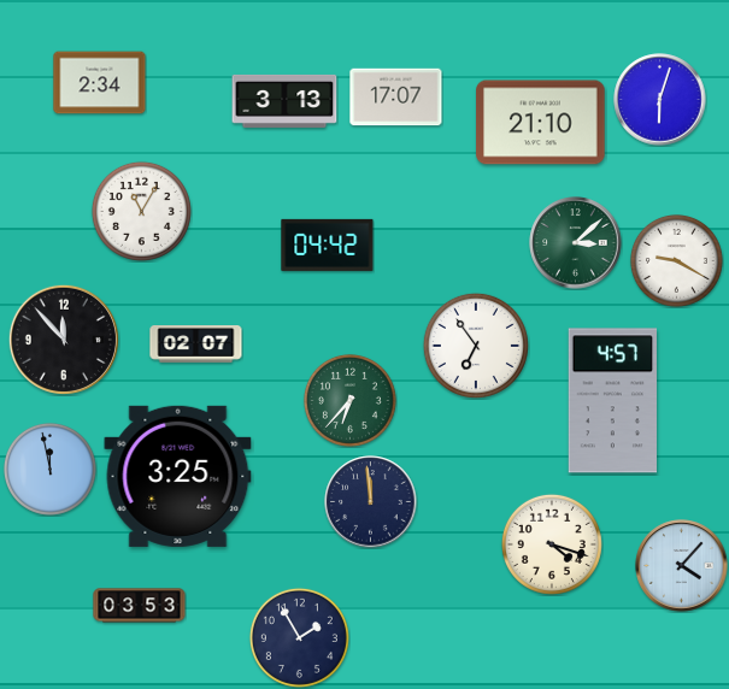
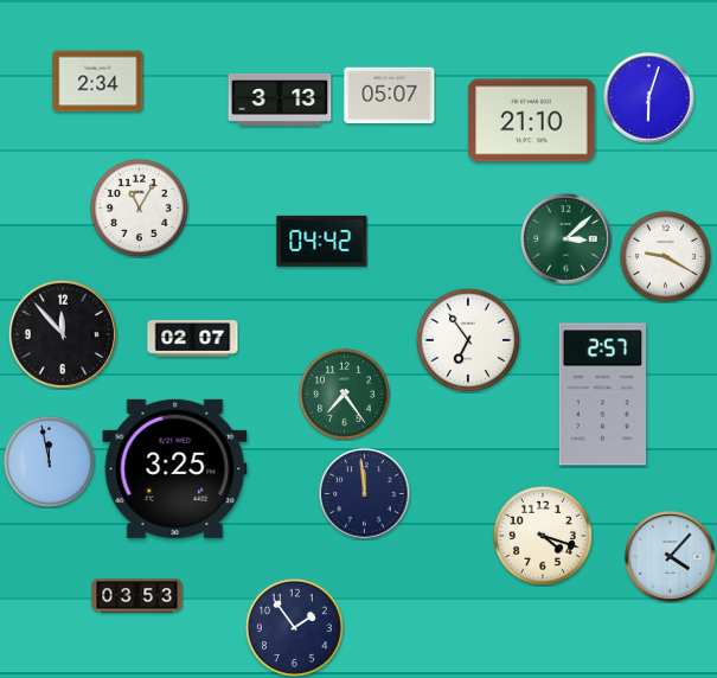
clock at (396, 98): 17:07 -> 05:07
clock at (349, 400): 6:37 -> 7:24
clock at (612, 401): 4:57 -> 2:57
clock at (299, 637): 1:55 -> 1:54
